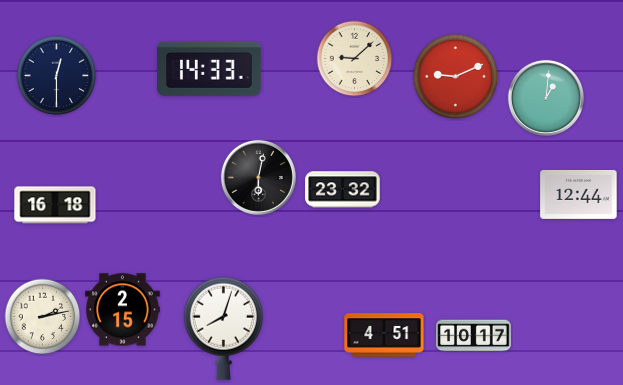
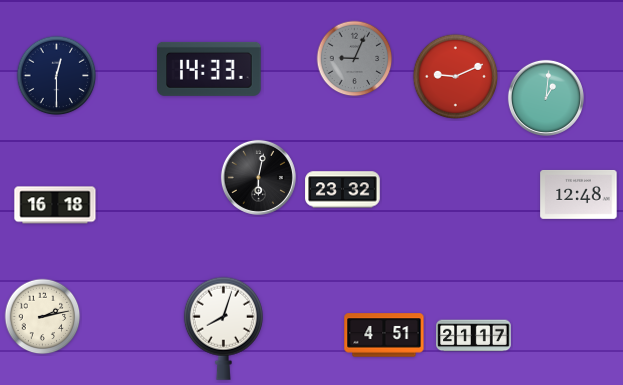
clock at (355, 59): 9:08 -> 9:04
clock at (355, 59) dial: cream -> grey
clock at (579, 194): 12:44 -> 12:48
clock at (123, 310): 2:15 -> none
clock at (474, 336): 10:17 -> 21:17
